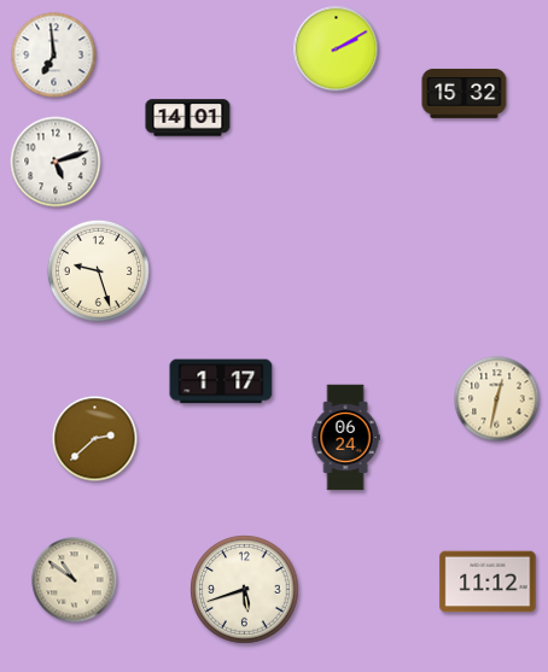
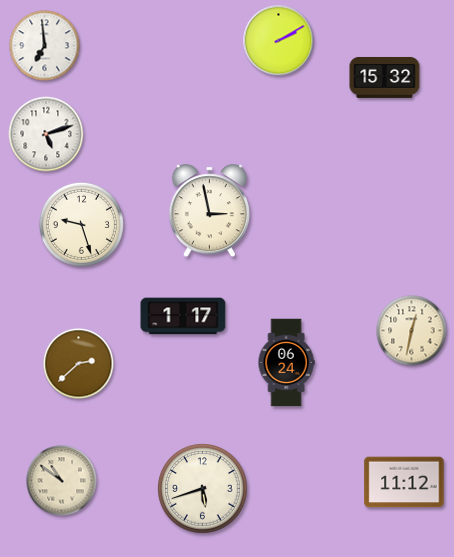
clock at (188, 118): 14:01 -> none
clock at (209, 211): none -> 2:58
